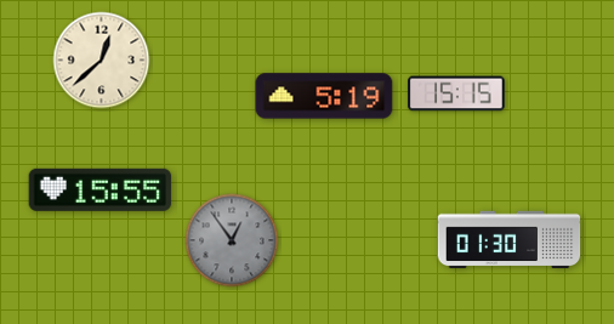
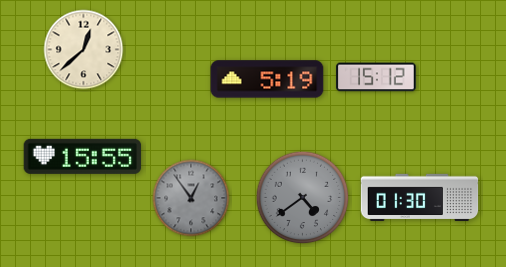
clock at (456, 93): 15:15 -> 15:12
clock at (303, 198): none -> 4:39
